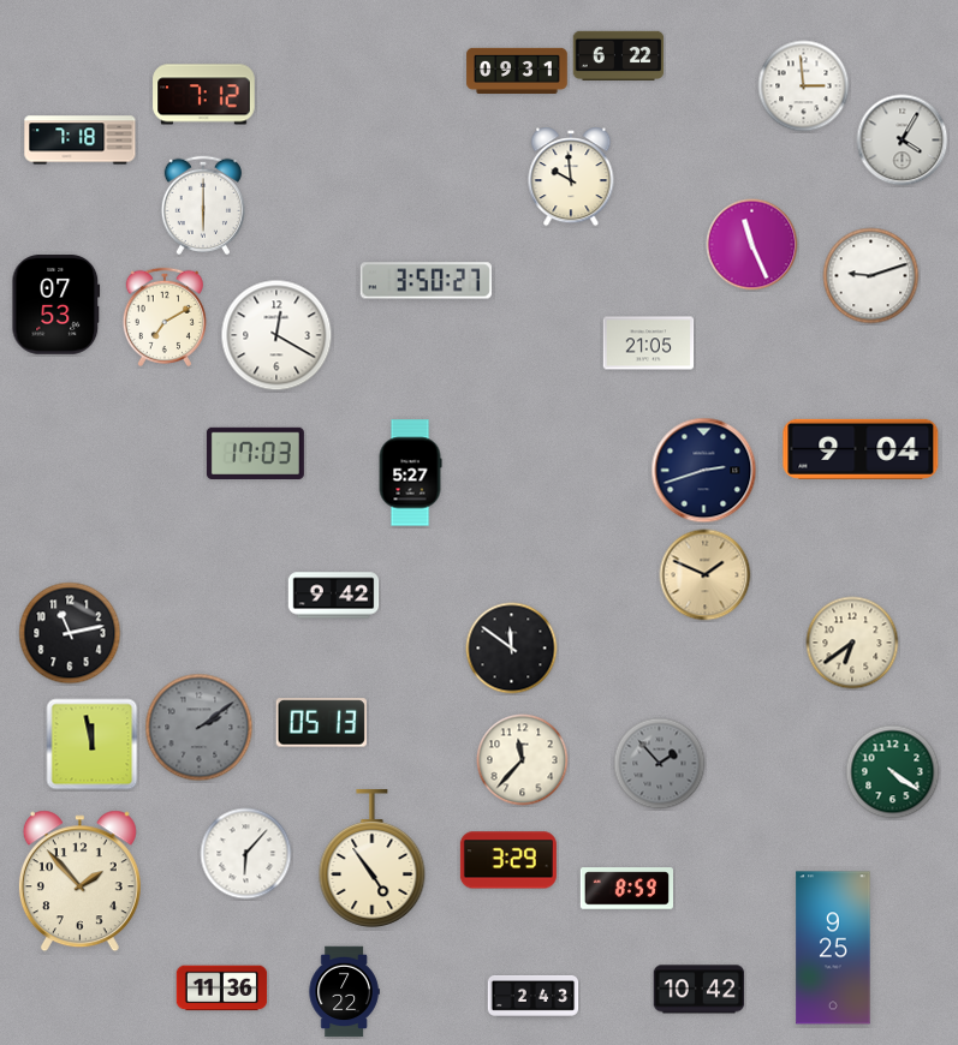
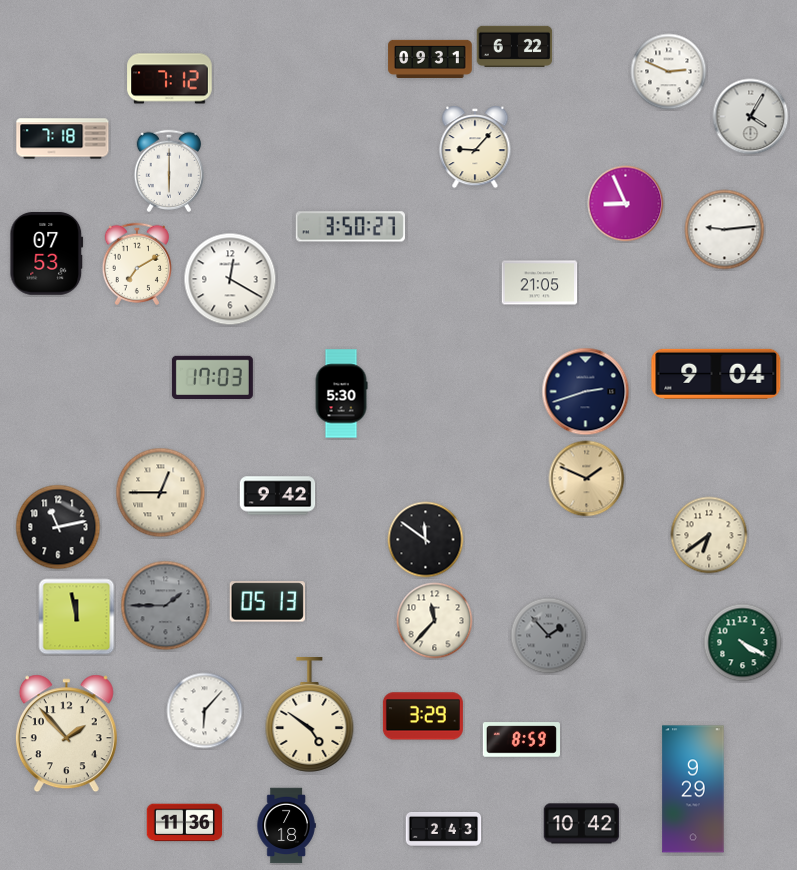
clock at (804, 86): 2:59 -> 2:49
clock at (81, 141) position: (81, 141) -> (63, 139)
clock at (571, 177): 9:59 -> 9:07
clock at (752, 245): 11:26 -> 8:56
clock at (871, 276): 9:12 -> 9:14
clock at (426, 281) position: (426, 281) -> (350, 227)
clock at (649, 344) position: (649, 344) -> (540, 283)
clock at (410, 473): 5:27 -> 5:30
clock at (161, 493): none -> 12:45
clock at (200, 728): 2:09 -> 1:45
clock at (93, 745) position: (93, 745) -> (77, 617)
clock at (523, 760) position: (523, 760) -> (435, 621)
clock at (893, 772): 4:21 -> 4:20
clock at (373, 858): 4:54 -> 4:51
clock at (833, 948): 9:25 -> 9:29
clock at (344, 992): 7:22 -> 7:18
